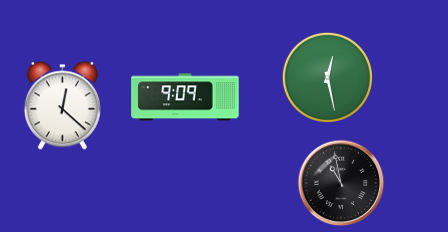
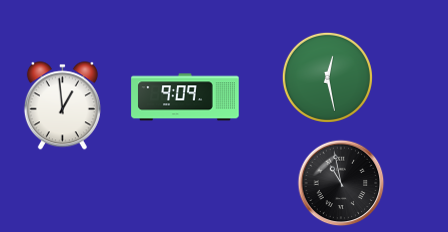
clock at (62, 106): 12:22 -> 12:59
